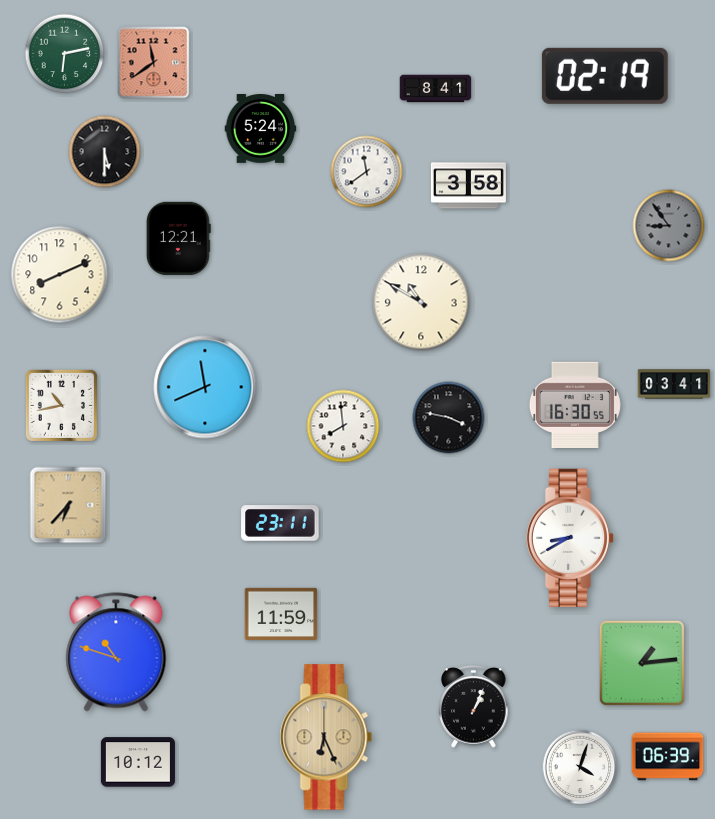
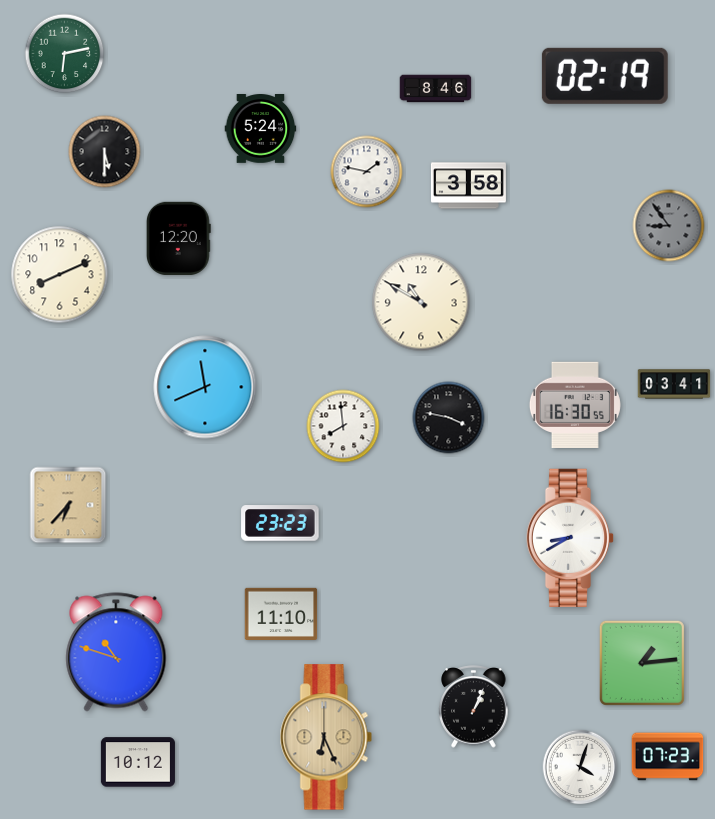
clock at (154, 63): 11:39 -> none
clock at (436, 89): 8:41 -> 8:46
clock at (367, 172): 11:39 -> 1:47
clock at (178, 238): 12:21 -> 12:20
clock at (61, 405): 10:43 -> none
clock at (280, 523): 23:11 -> 23:23
clock at (281, 613): 11:59 -> 11:10
clock at (668, 757): 06:39 -> 07:23
